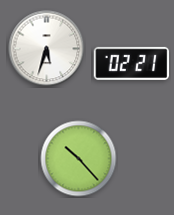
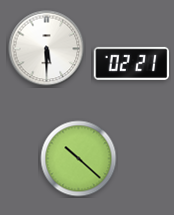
clock at (47, 49): 5:33 -> 5:30
clock at (79, 159): 10:23 -> 10:22
